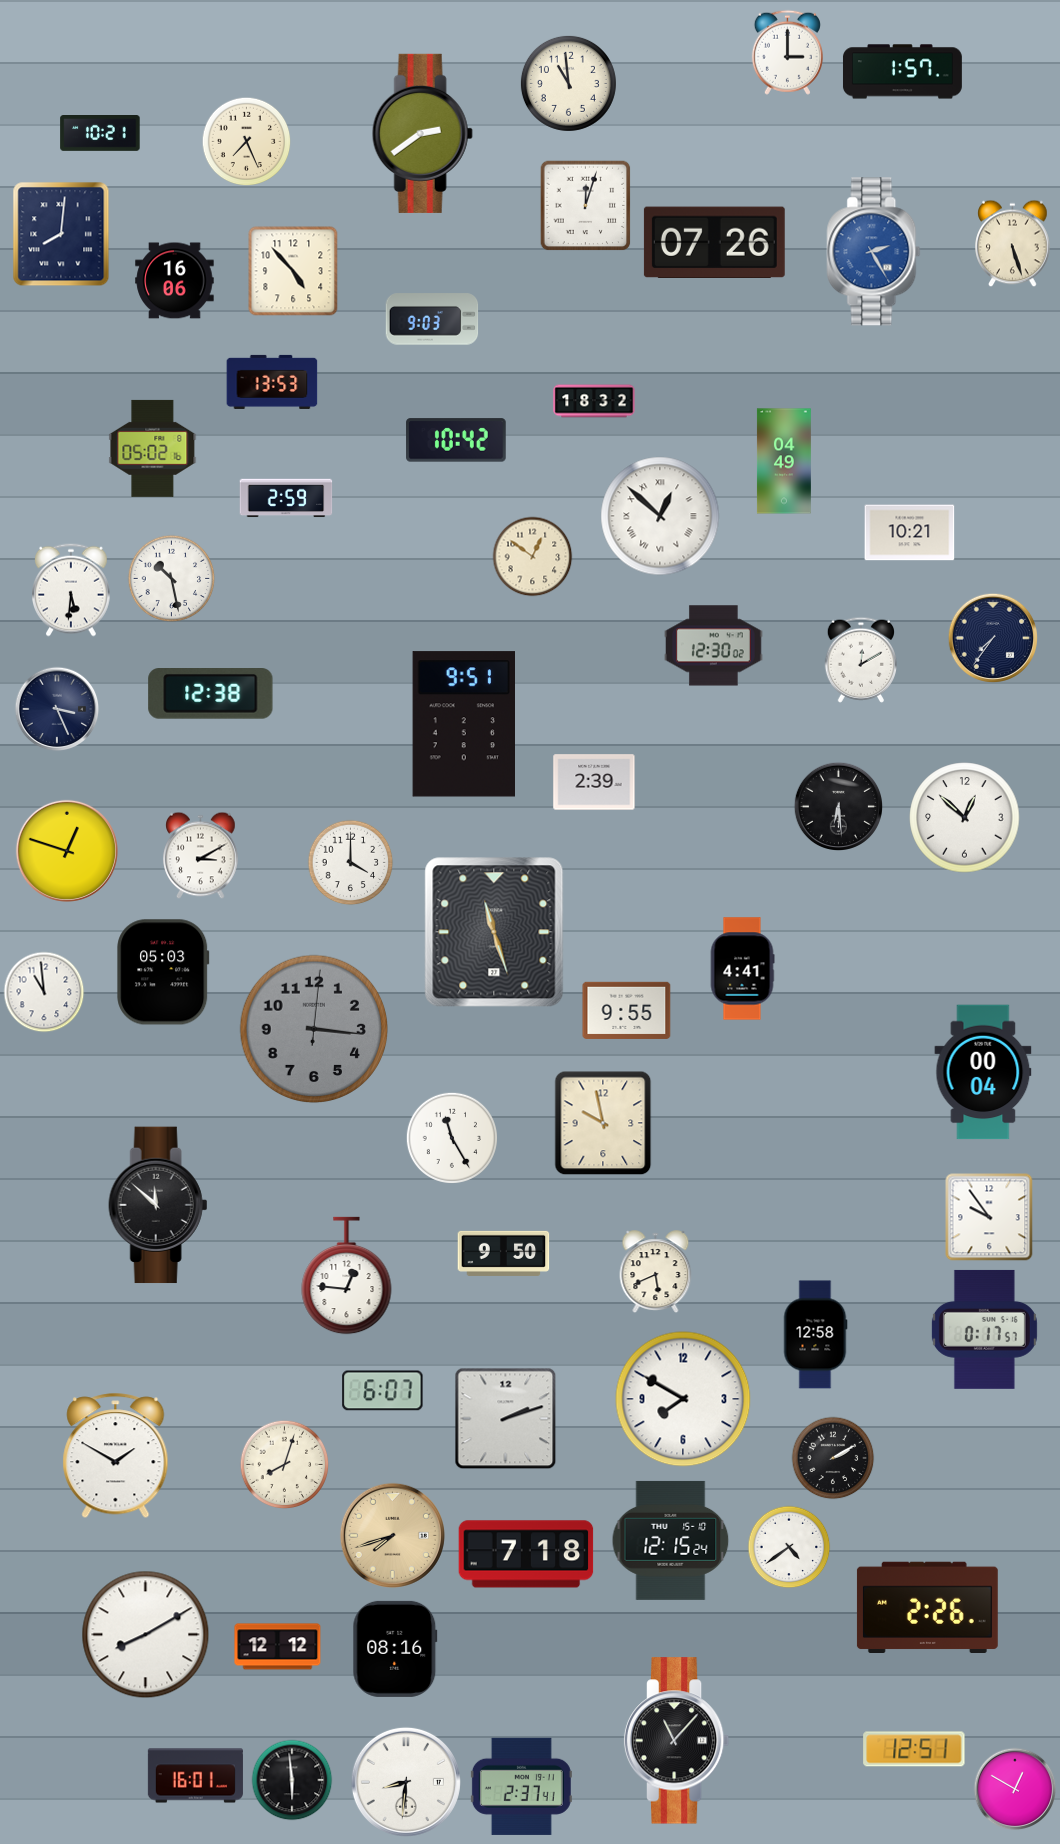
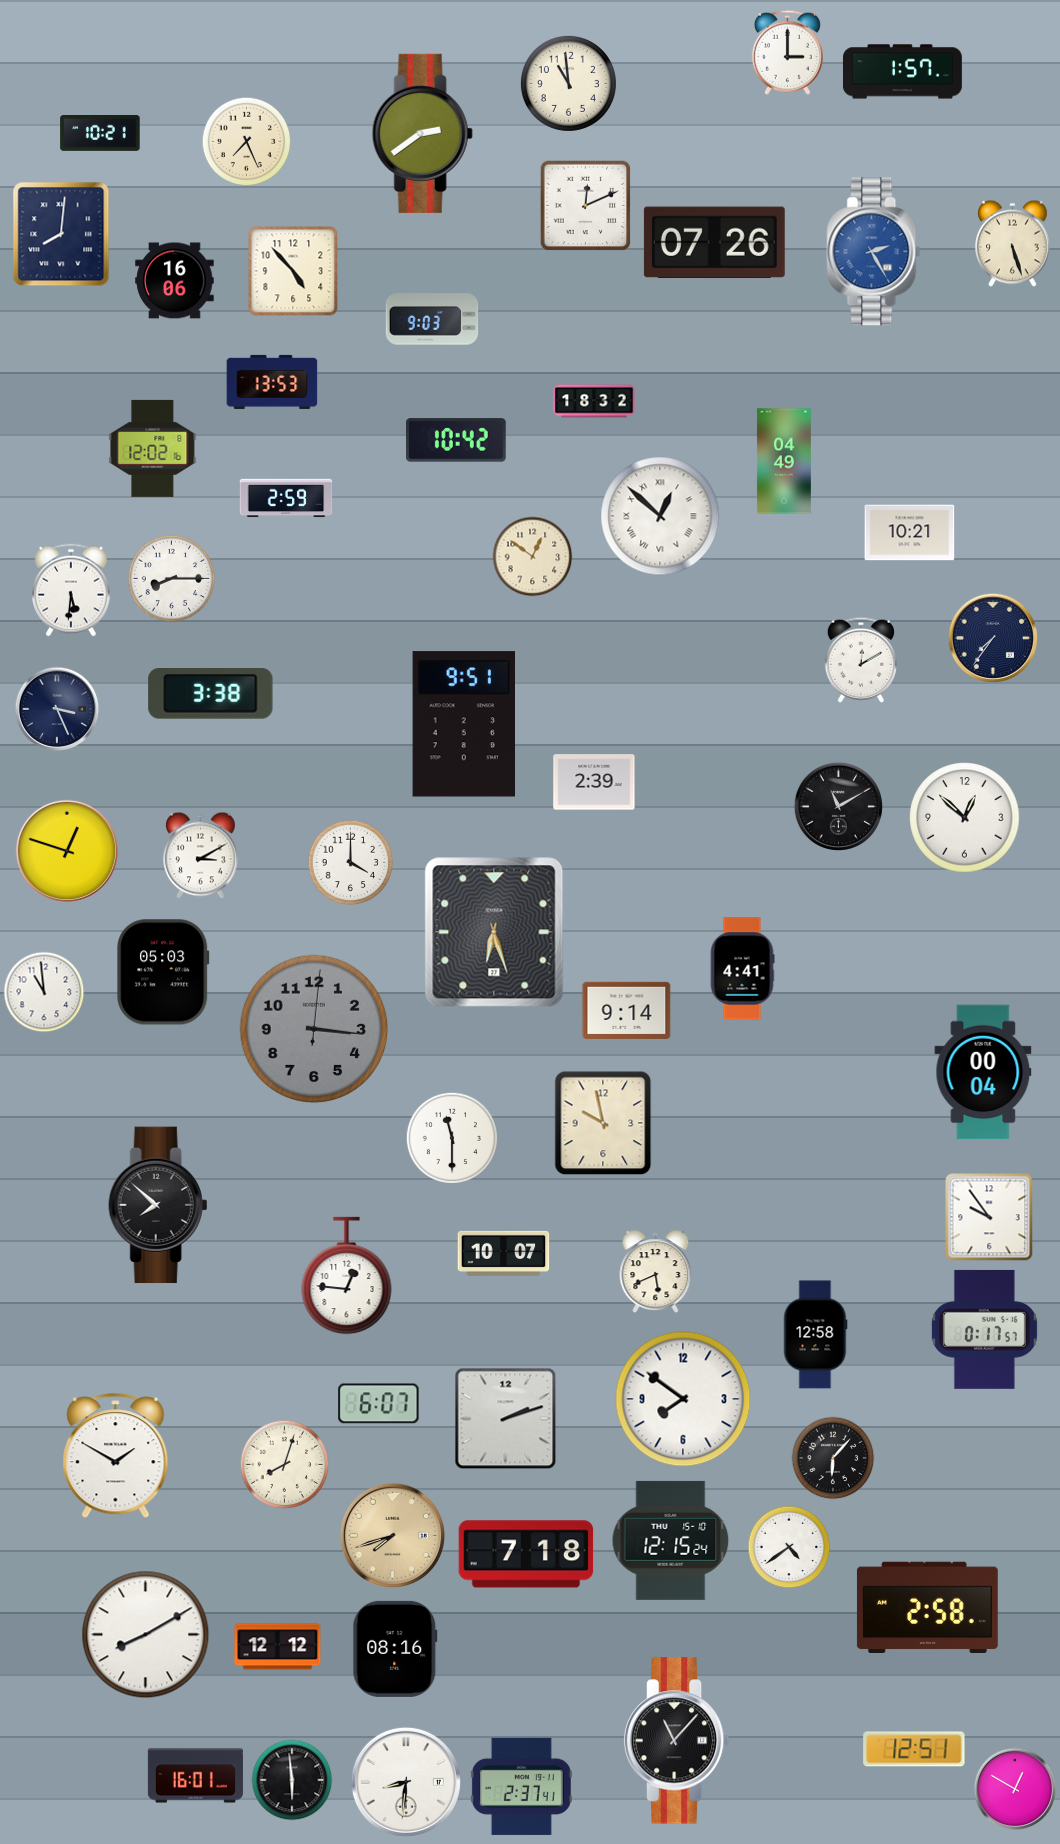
clock at (586, 206): 12:03 -> 12:11
clock at (153, 448): 05:02 -> 12:02
clock at (172, 579): 10:28 -> 8:15
clock at (714, 646): 12:30 -> none
clock at (211, 694): 12:38 -> 3:38
clock at (838, 806): 6:29 -> 11:10
clock at (494, 932): 11:27 -> 6:27
clock at (627, 1010): 9:55 -> 9:14
clock at (452, 1138): 11:25 -> 11:30
clock at (158, 1205): 11:52 -> 7:52
clock at (504, 1253): 9:50 -> 10:07
clock at (383, 1391) position: (383, 1391) -> (379, 1404)
clock at (683, 1399): 7:50 -> 7:51
clock at (833, 1458): 2:10 -> 6:07
clock at (927, 1607): 2:26 -> 2:58
